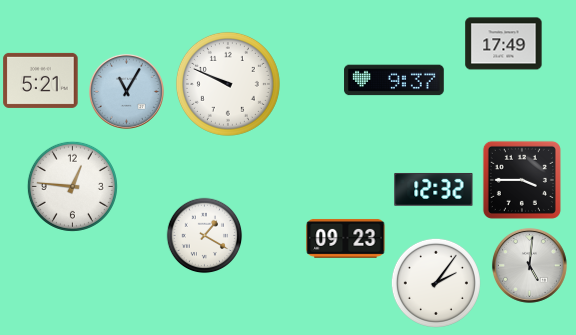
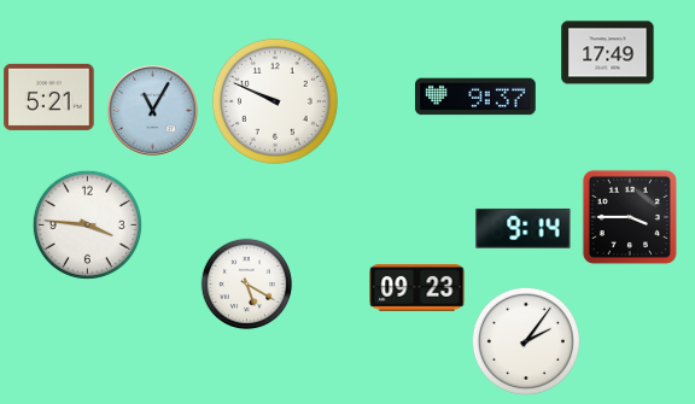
clock at (72, 186): 12:46 -> 3:46
clock at (434, 189): 12:32 -> 9:14
clock at (205, 236): 1:20 -> 5:20
clock at (529, 265): 5:01 -> none
